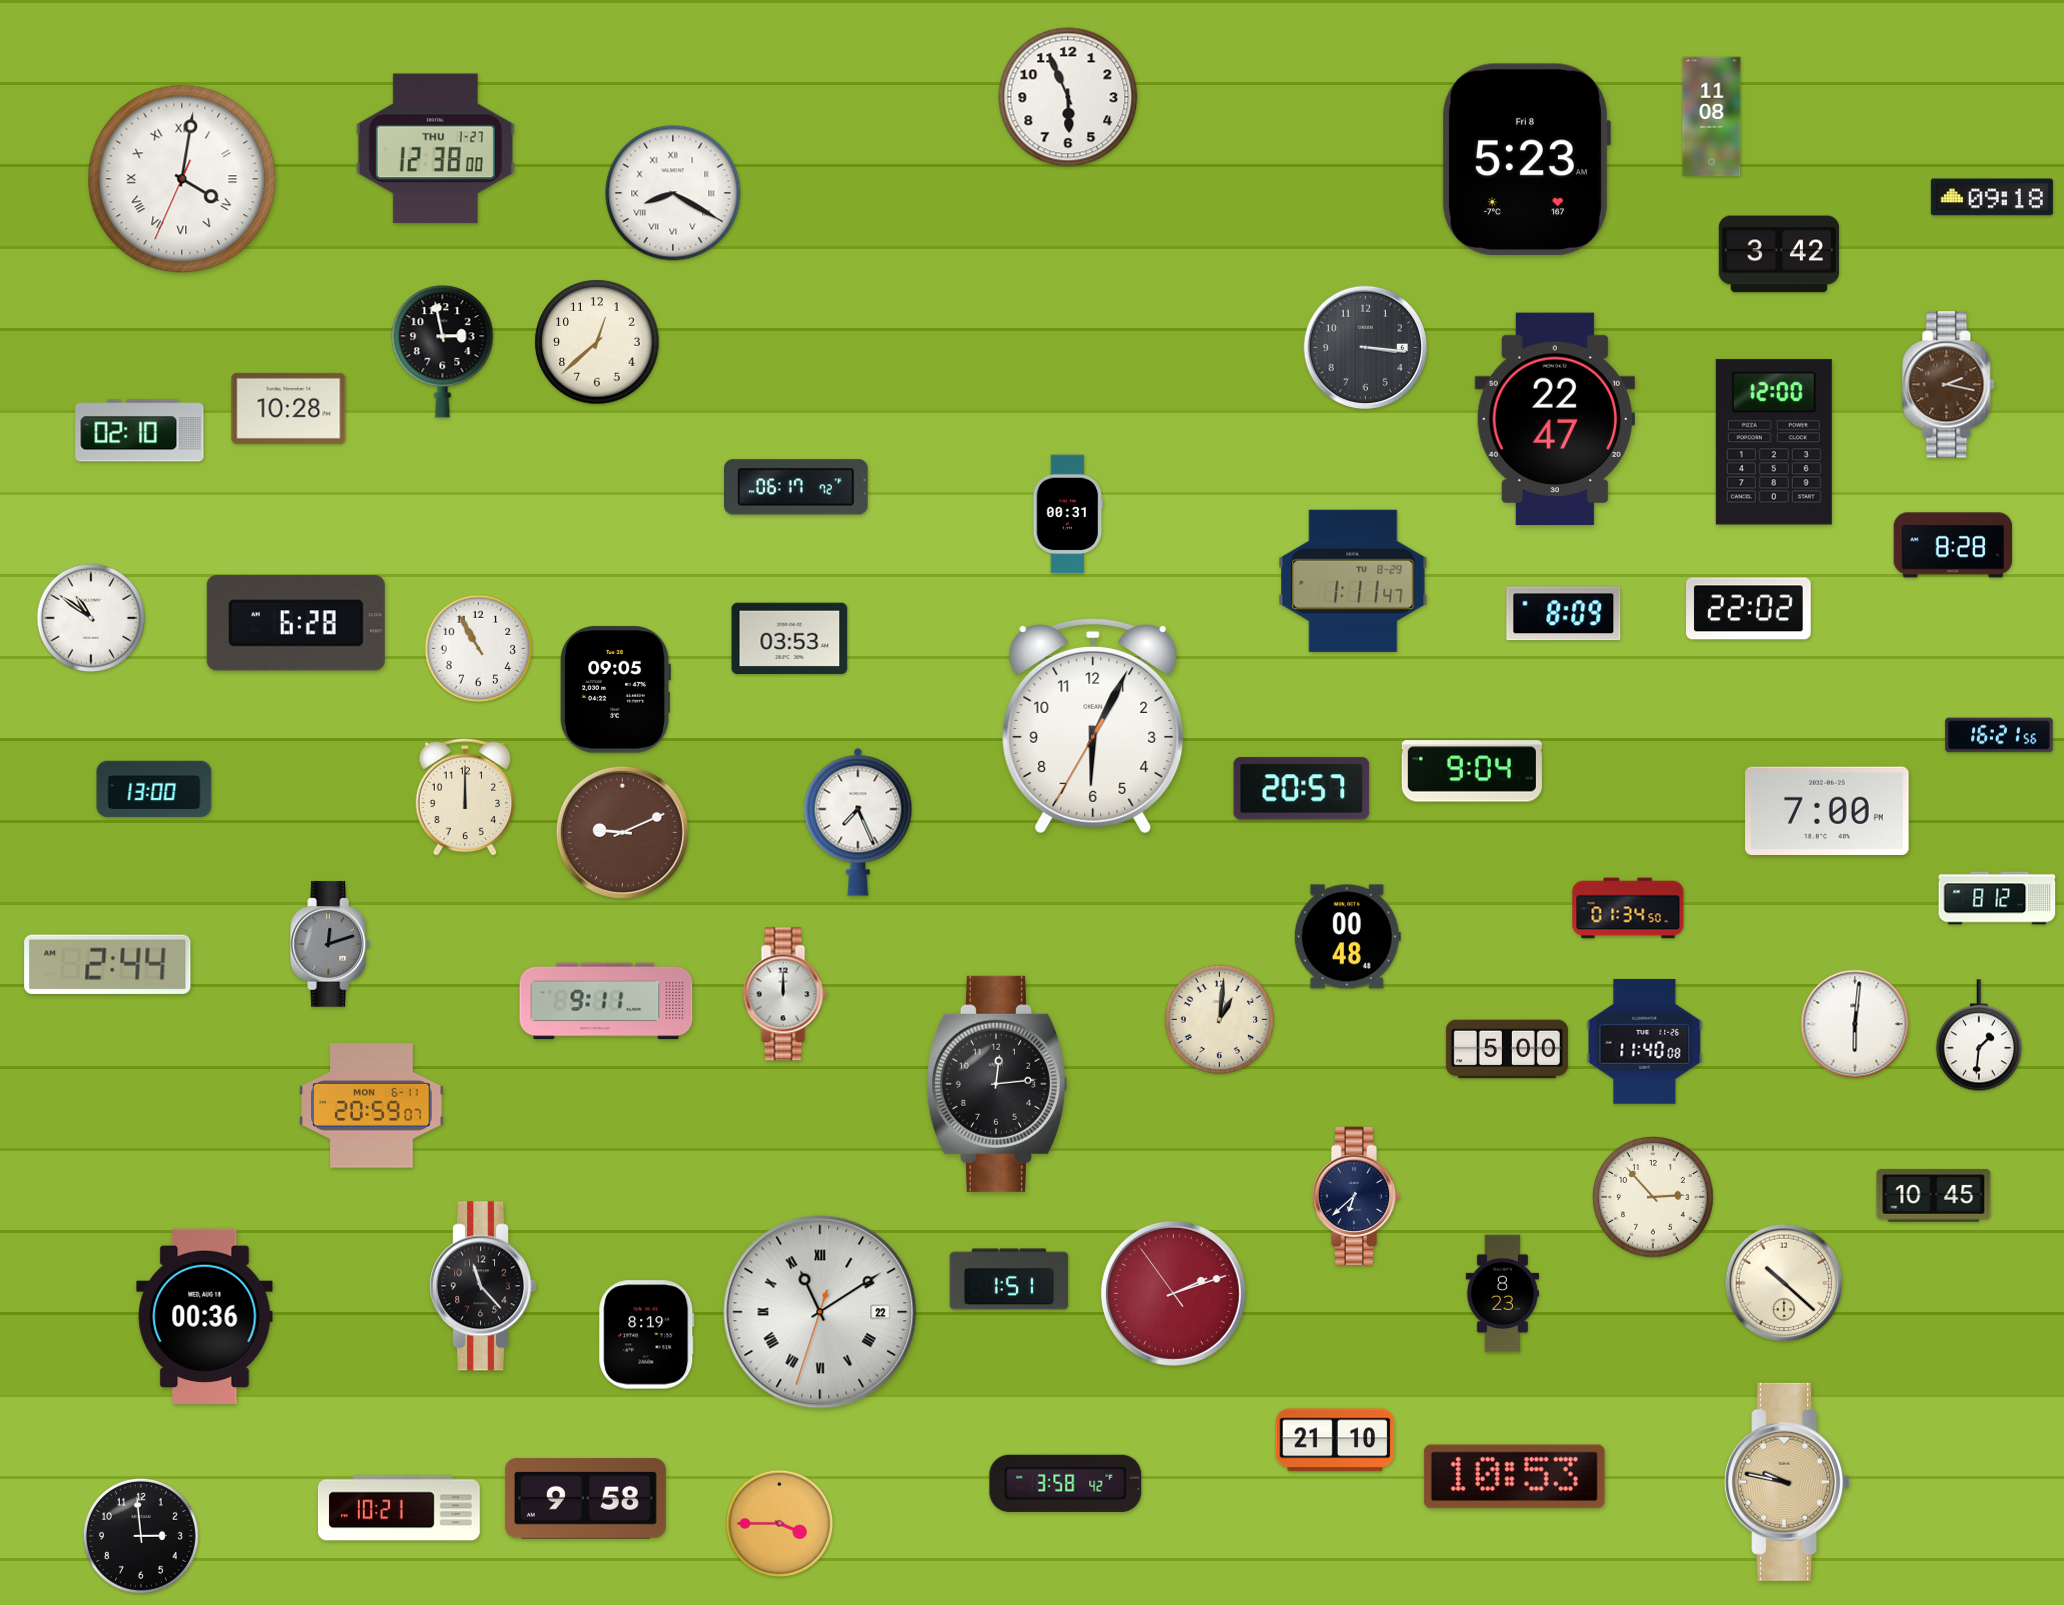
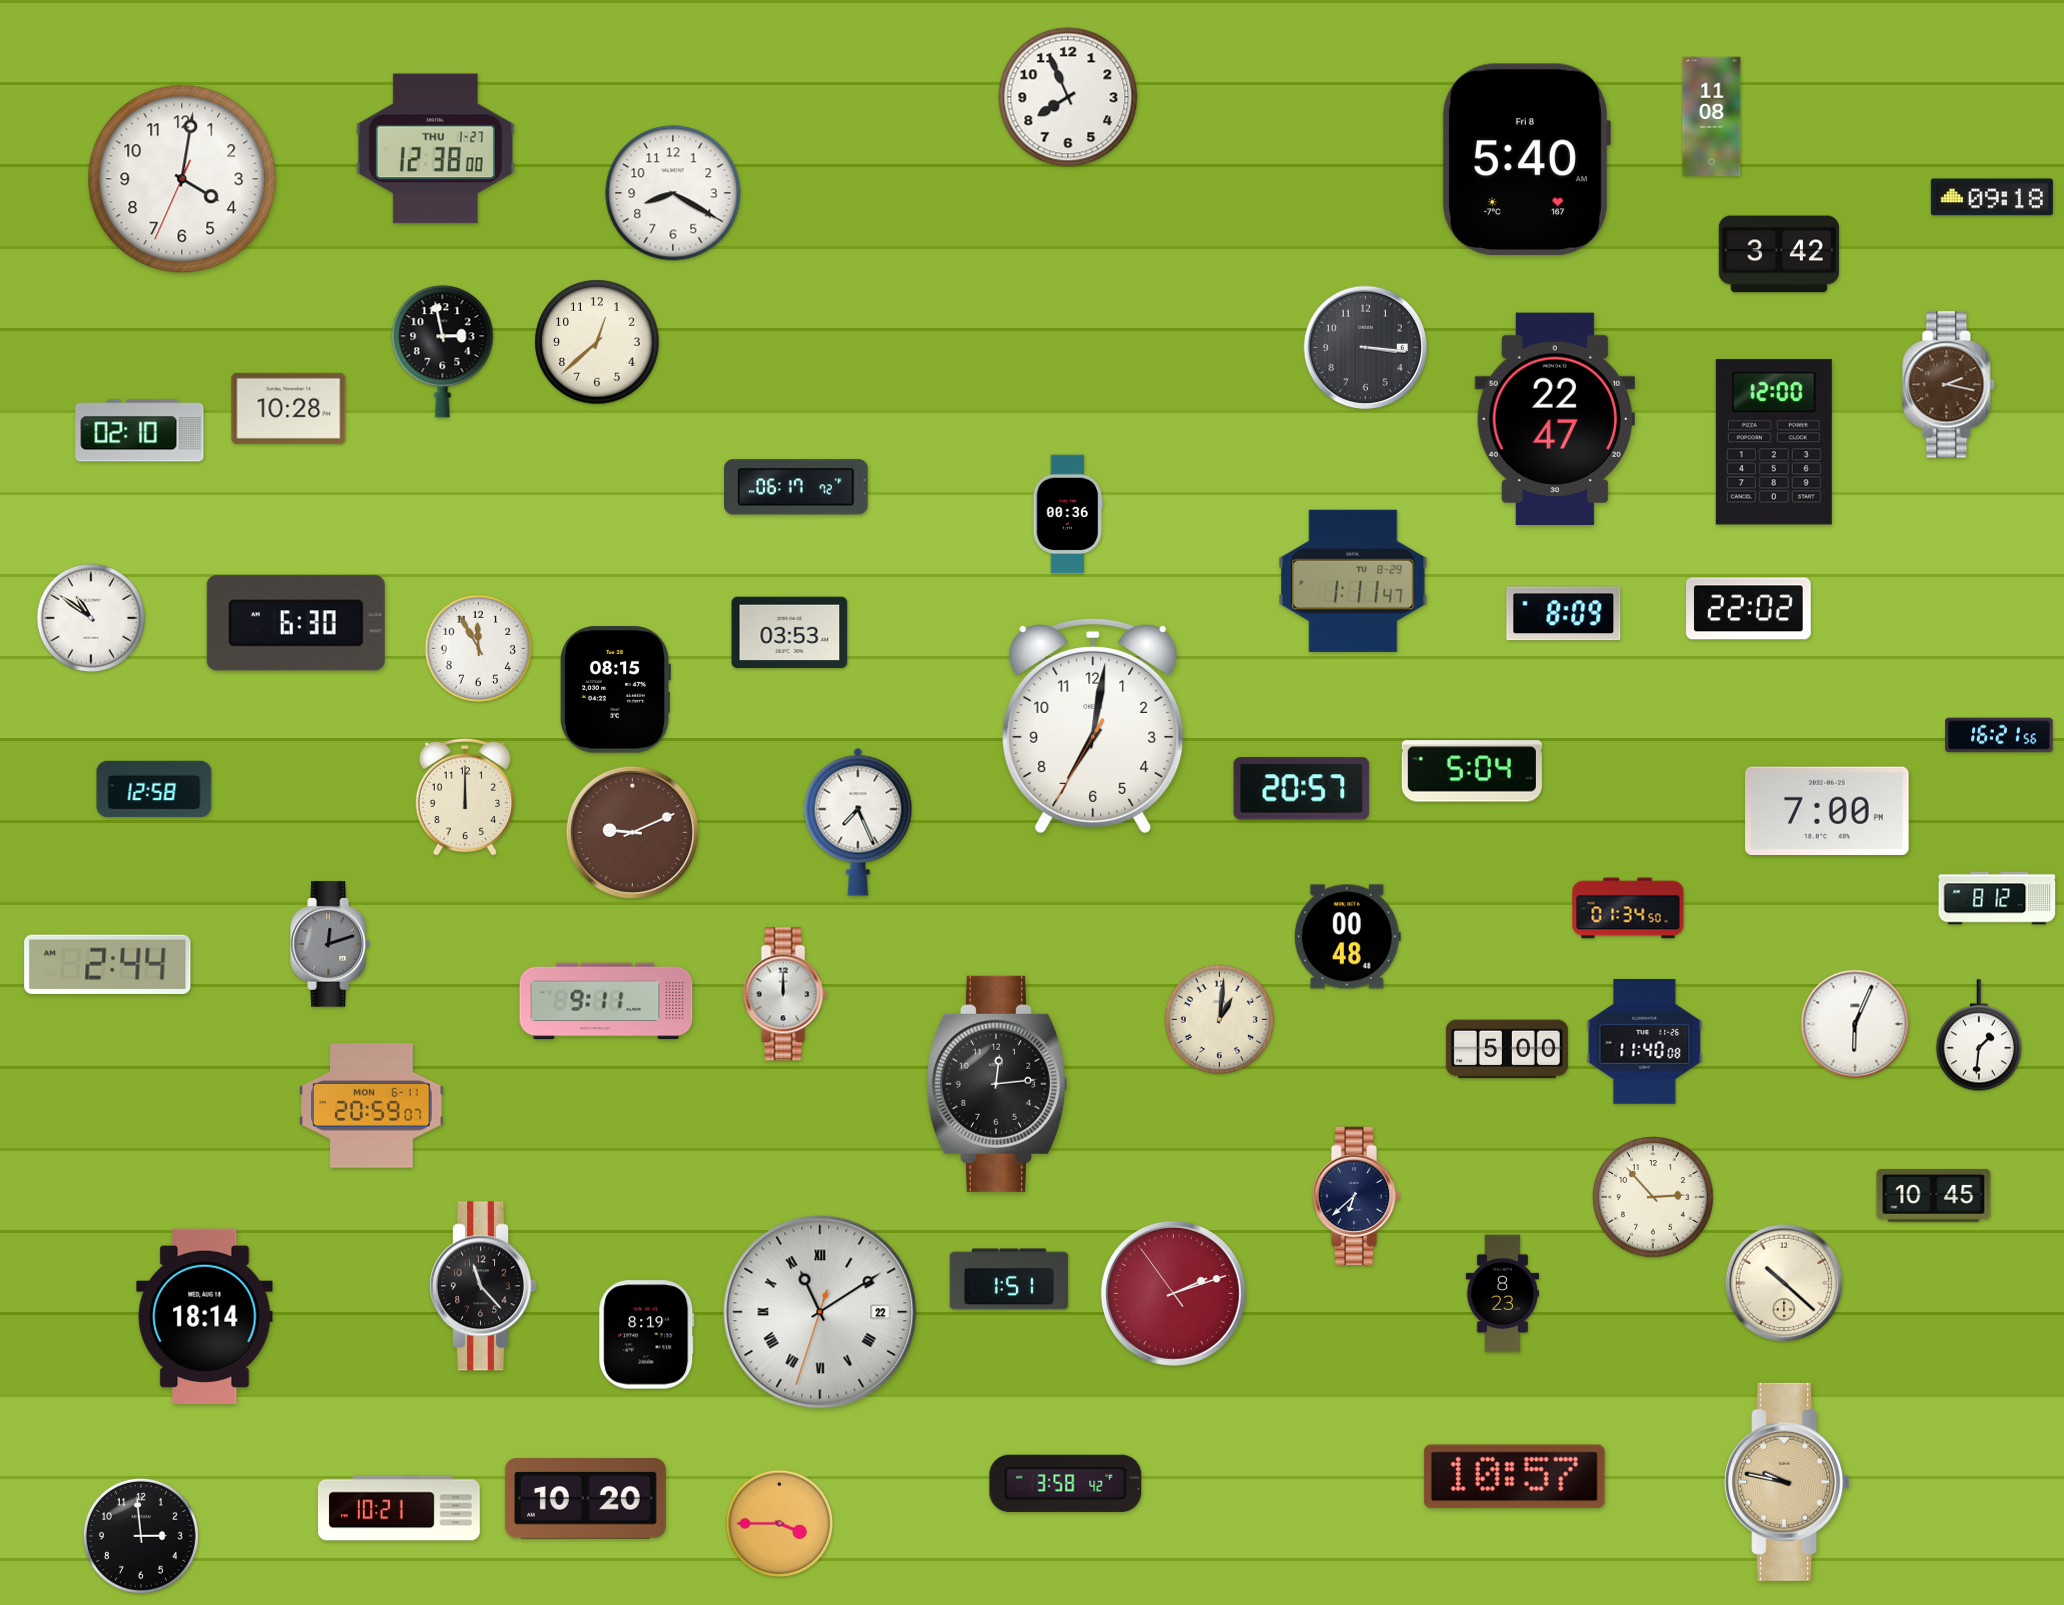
clock at (1068, 97): 5:56 -> 7:56
clock at (1526, 160): 5:23 -> 5:40
clock at (182, 179) numerals: Roman -> Arabic
clock at (673, 193) numerals: Roman -> Arabic
clock at (1068, 514): 00:31 -> 00:36
clock at (1953, 545): 8:28 -> none
clock at (296, 623): 6:28 -> 6:30
clock at (790, 639) position: (790, 639) -> (790, 633)
clock at (479, 649): 10:55 -> 11:55
clock at (615, 690): 09:05 -> 08:15
clock at (1093, 726): 6:04 -> 7:01
clock at (1472, 771): 9:04 -> 5:04
clock at (154, 789): 13:00 -> 12:58
clock at (622, 832) position: (622, 832) -> (632, 832)
clock at (1855, 1024): 6:01 -> 6:04
clock at (205, 1316): 00:36 -> 18:14
clock at (1335, 1440): 21:10 -> none
clock at (1514, 1477): 10:53 -> 10:57
clock at (585, 1499): 9:58 -> 10:20
